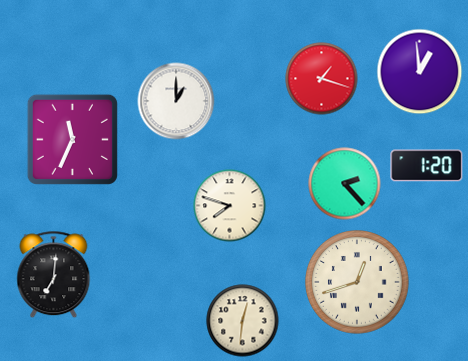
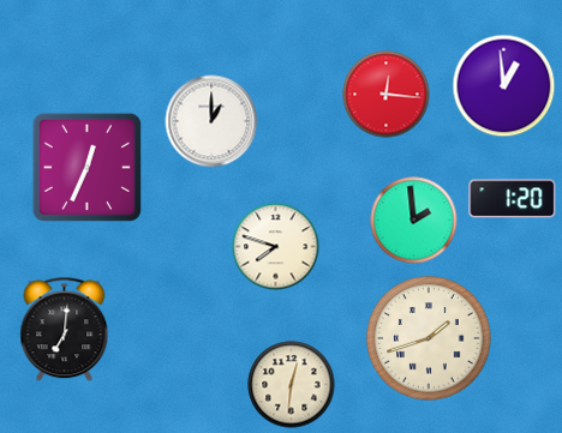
clock at (322, 79): 1:18 -> 12:16
clock at (72, 139): 11:34 -> 12:34
clock at (345, 184): 2:23 -> 1:59
clock at (358, 283): 12:42 -> 1:42
